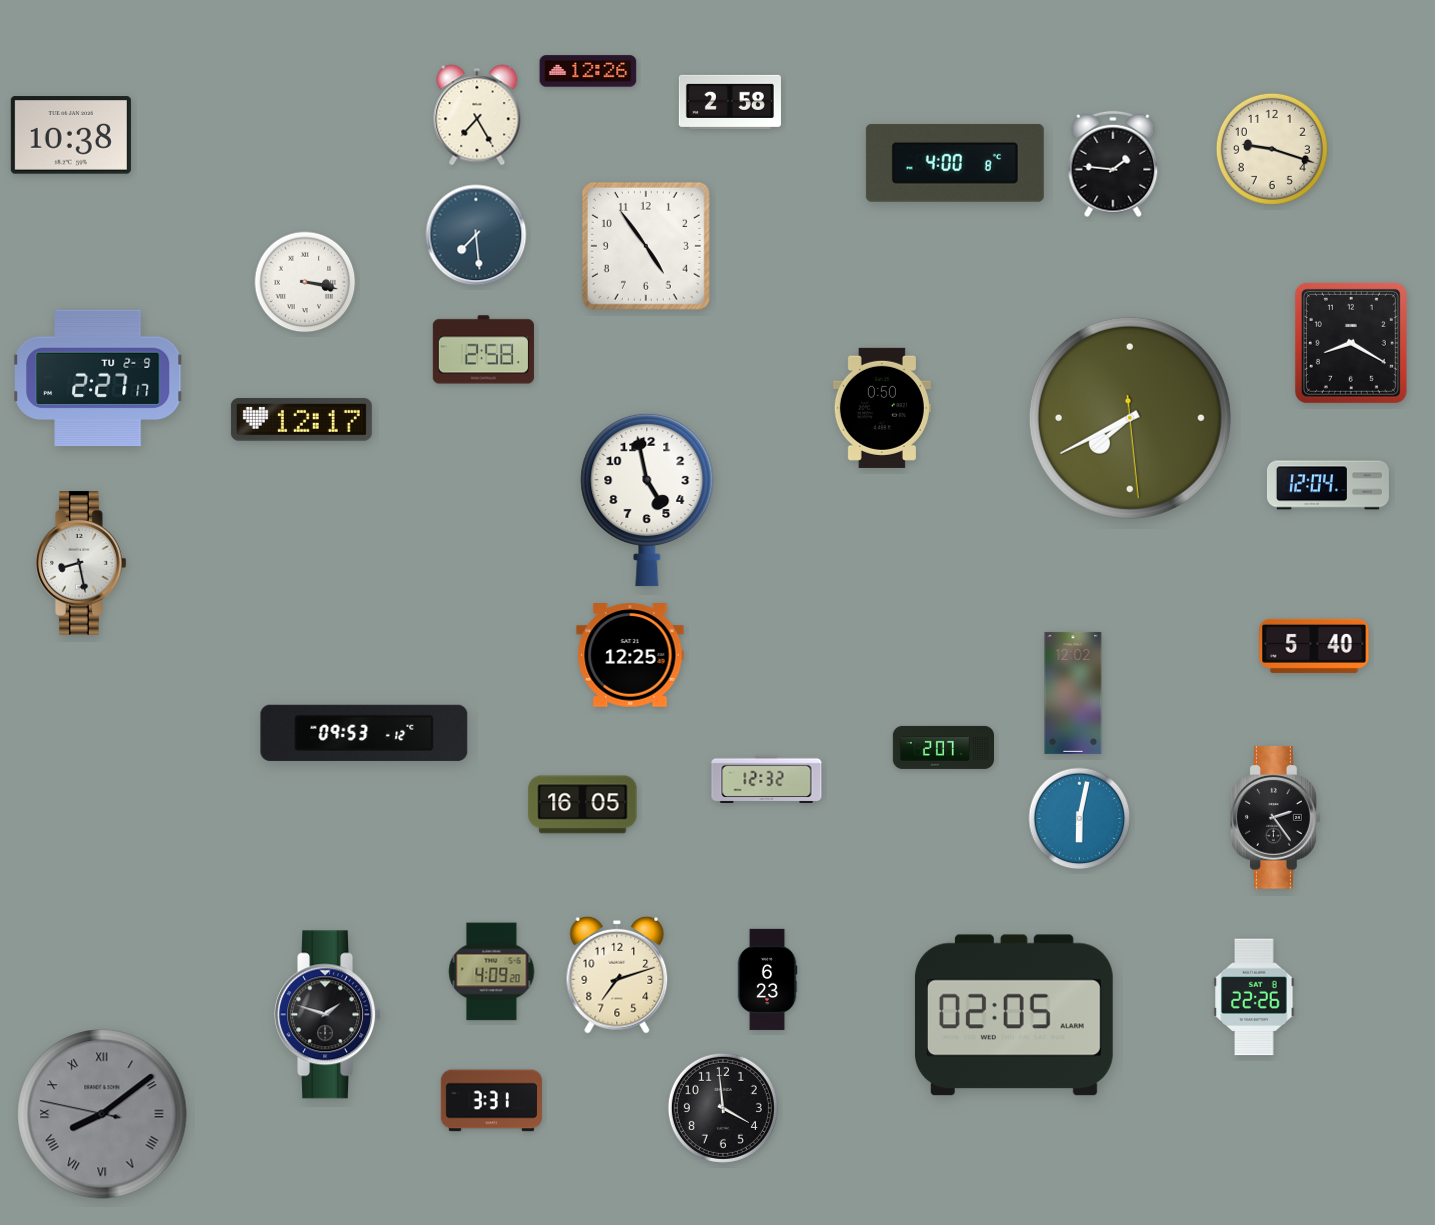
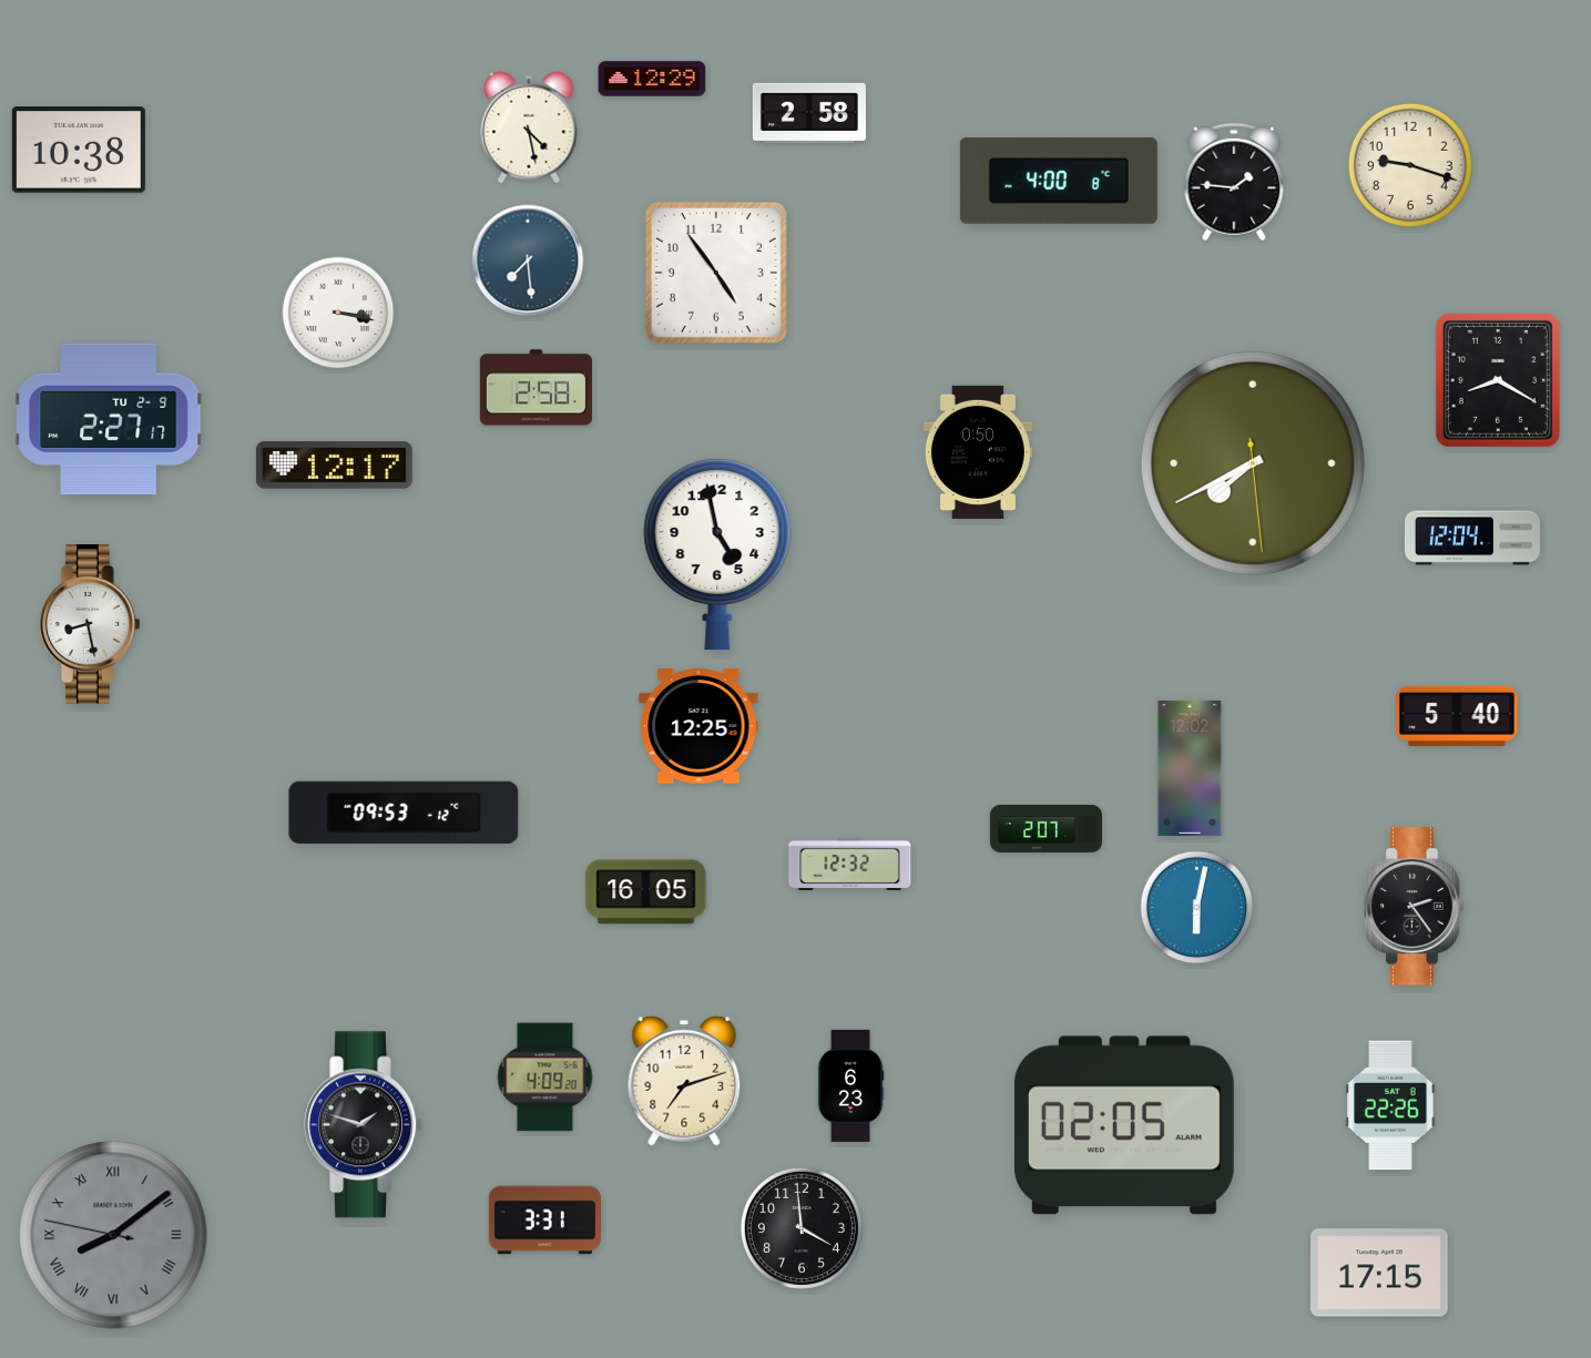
clock at (588, 71): 12:26 -> 12:29
clock at (477, 115): 7:25 -> 4:28
clock at (1380, 1273): none -> 17:15
